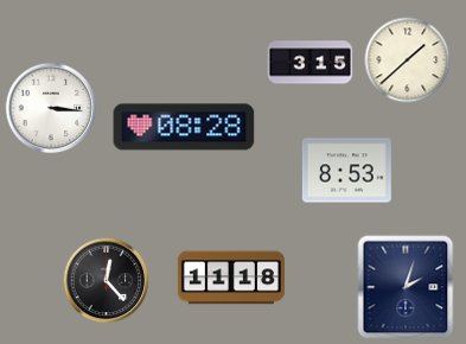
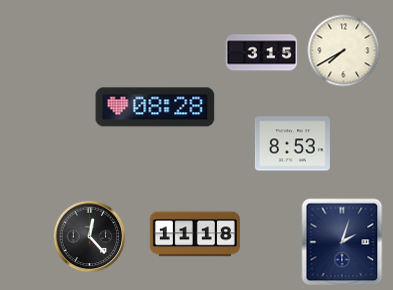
clock at (408, 60): 1:38 -> 7:40
clock at (51, 108): 3:16 -> none
